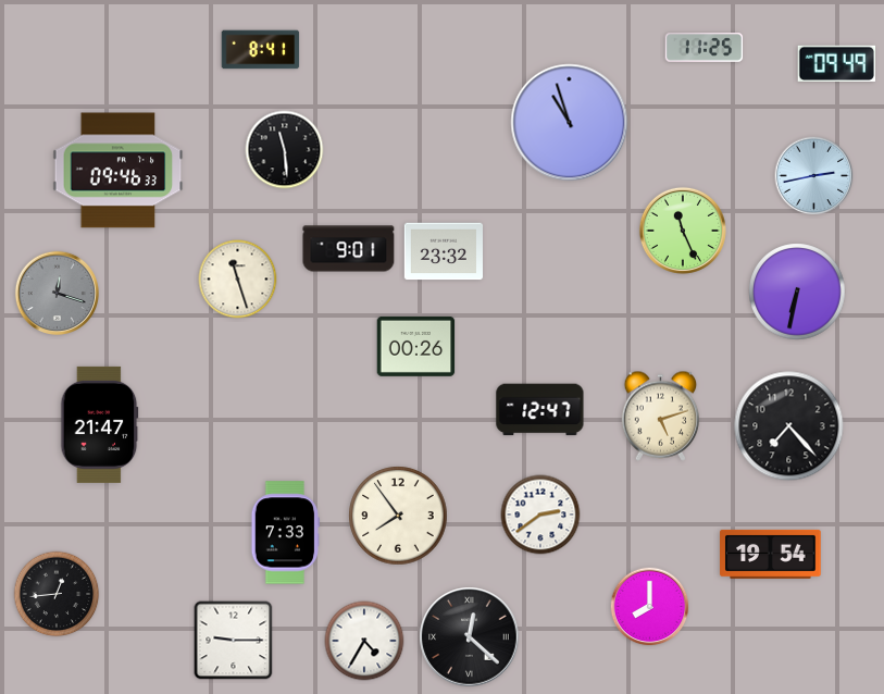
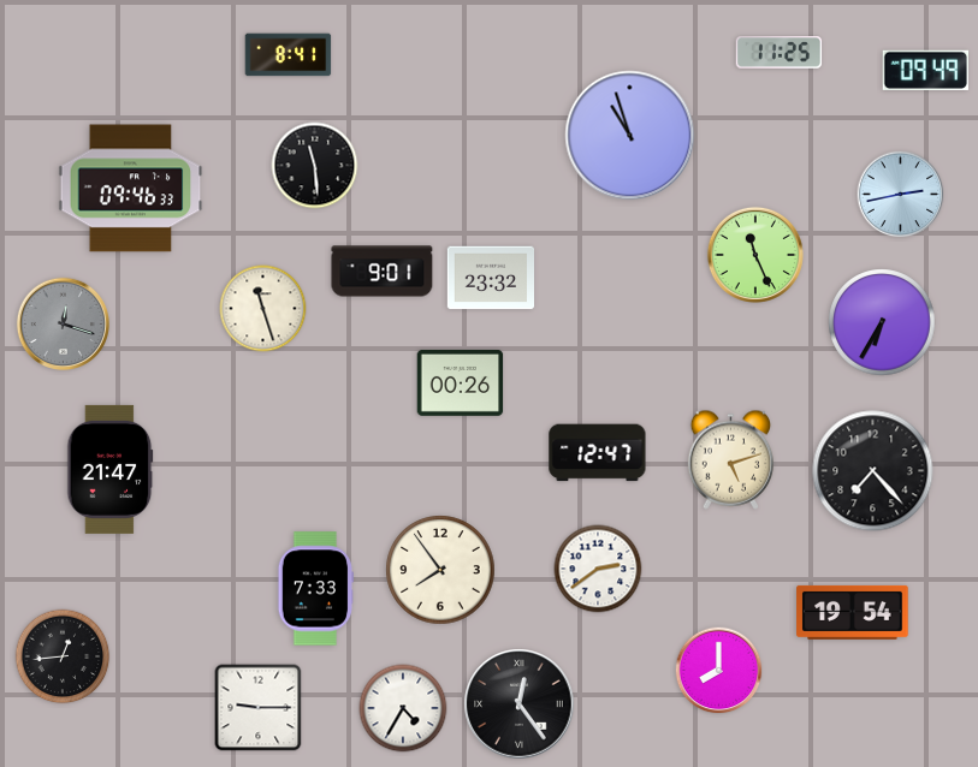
clock at (349, 249) position: (349, 249) -> (383, 272)
clock at (797, 292): 6:32 -> 6:35
clock at (470, 637): 12:22 -> 12:24
